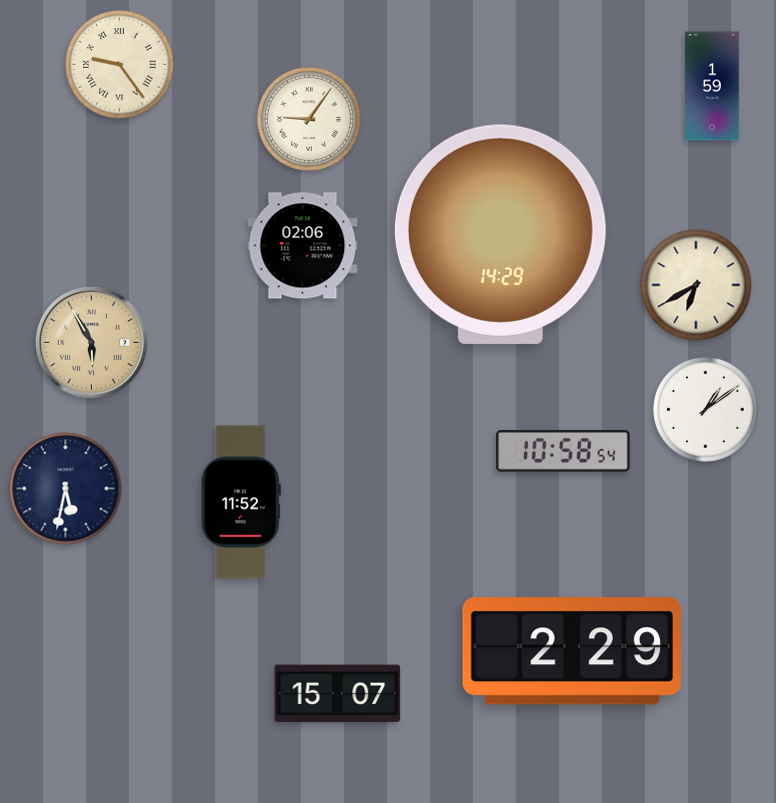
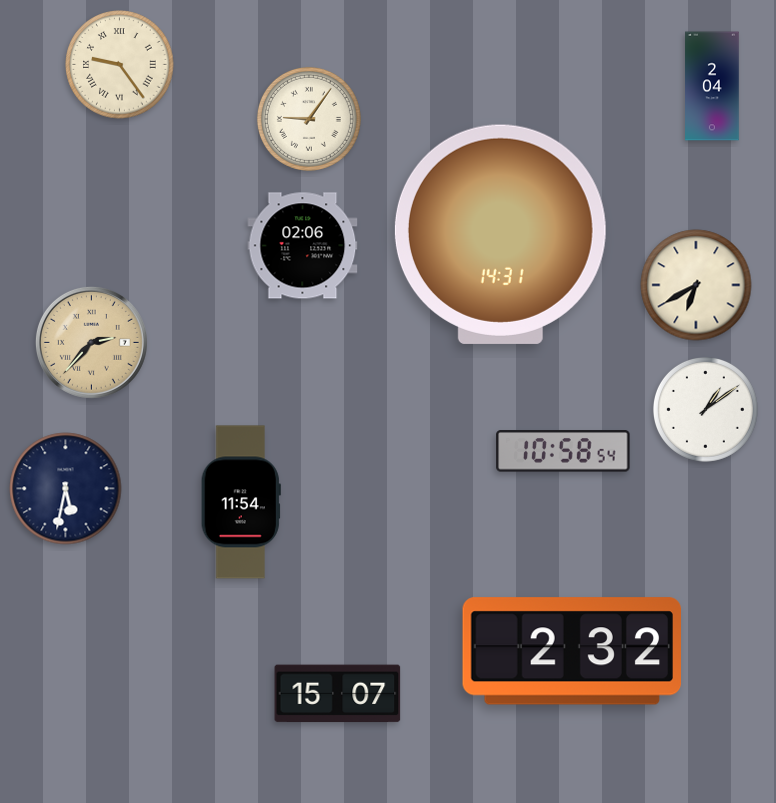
clock at (712, 86): 1:59 -> 2:04
clock at (500, 234): 14:29 -> 14:31
clock at (91, 342): 5:55 -> 2:37
clock at (241, 502): 11:52 -> 11:54
clock at (572, 651): 2:29 -> 2:32
